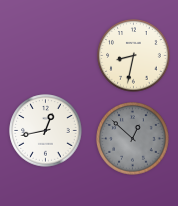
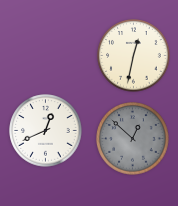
clock at (134, 56): 8:32 -> 12:32
clock at (46, 131): 12:43 -> 12:41
